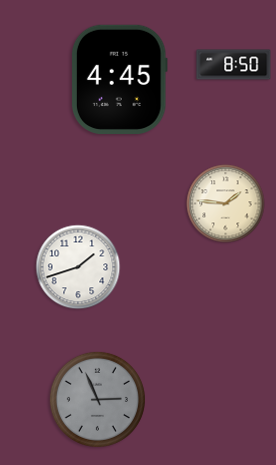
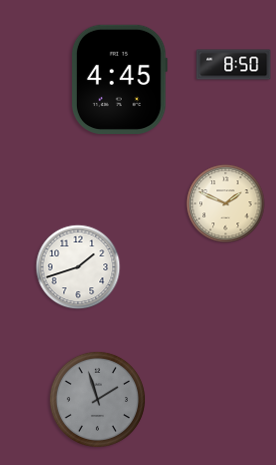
clock at (226, 204): 1:46 -> 1:49
clock at (97, 399): 2:56 -> 1:57
